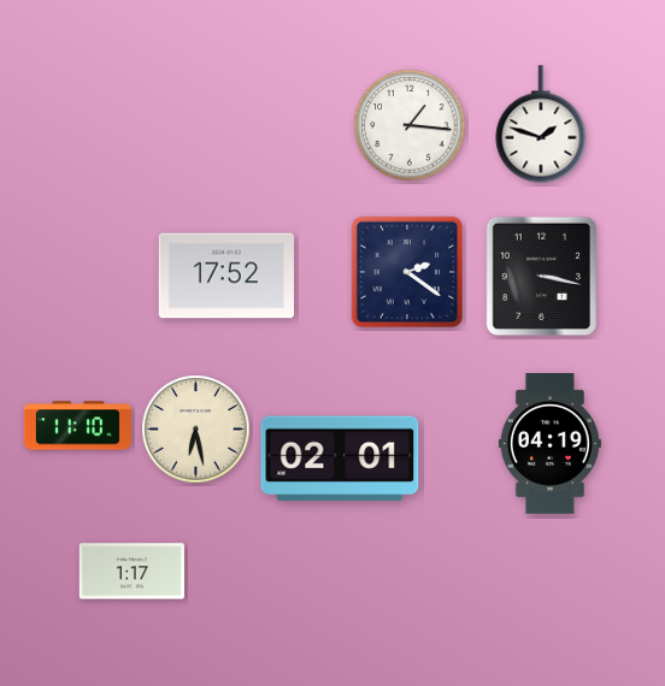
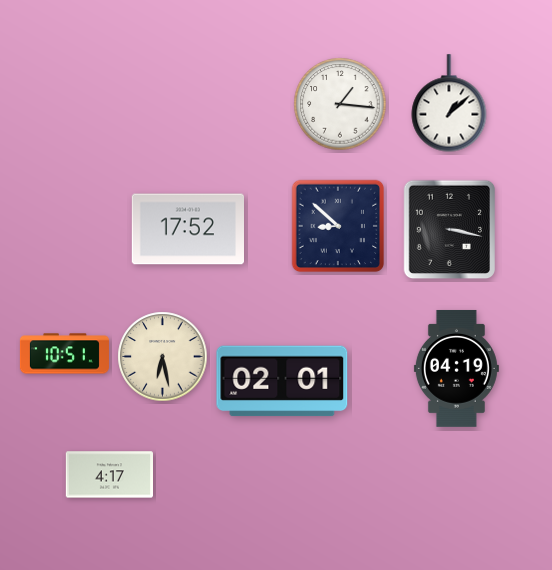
clock at (541, 124): 1:48 -> 1:08
clock at (407, 272): 2:21 -> 8:52
clock at (77, 426): 11:10 -> 10:51
clock at (131, 572): 1:17 -> 4:17
